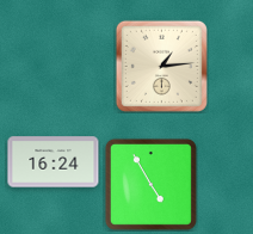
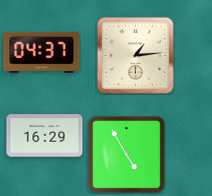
clock at (42, 52): none -> 04:37
clock at (54, 162): 16:24 -> 16:29
